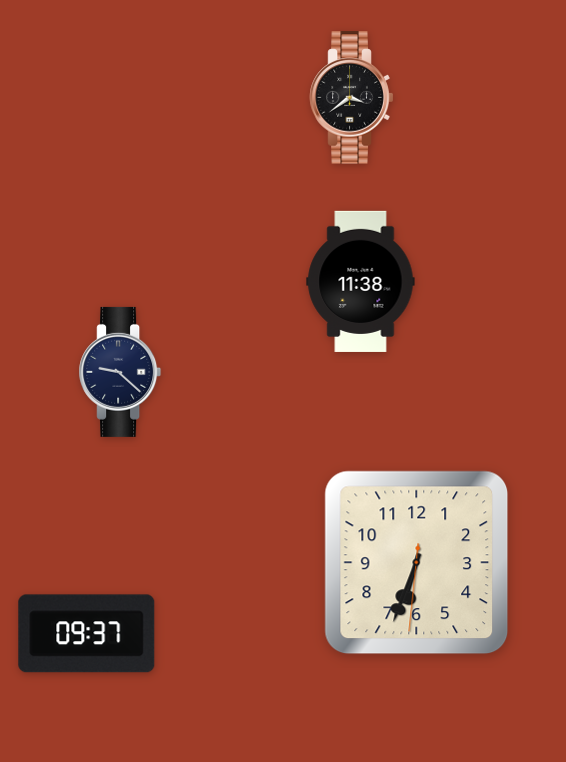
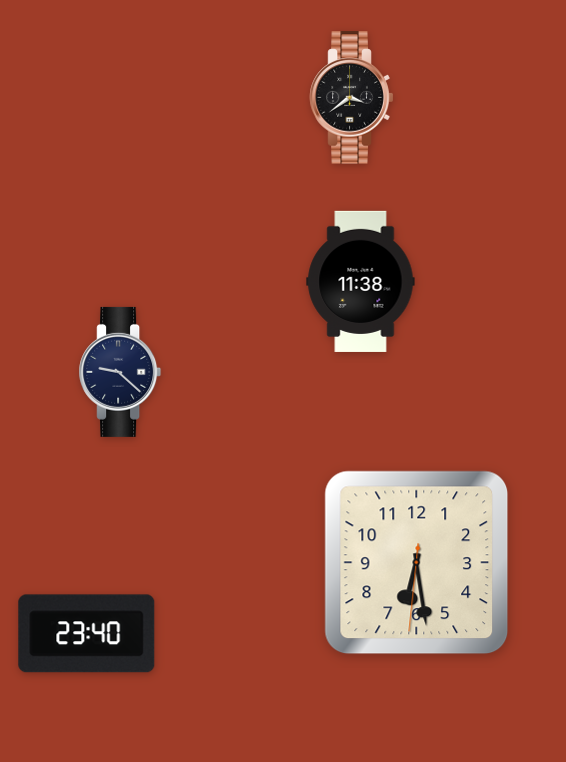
clock at (417, 563): 6:33 -> 6:28
clock at (87, 634): 09:37 -> 23:40
